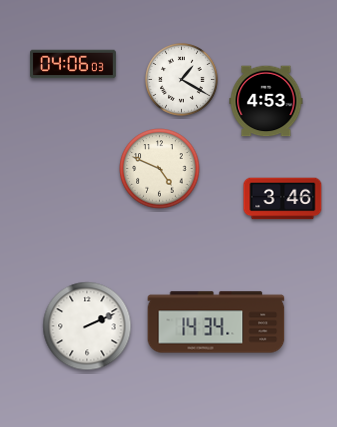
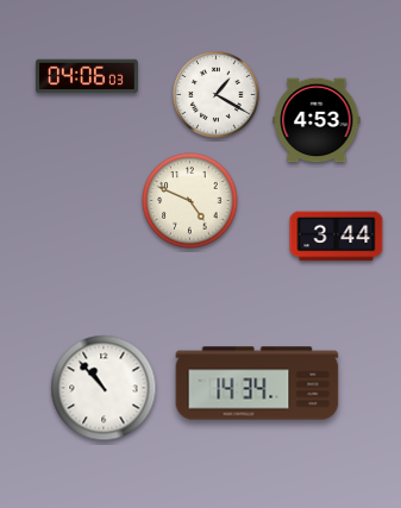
clock at (283, 199): 3:46 -> 3:44
clock at (87, 326): 2:11 -> 10:53
